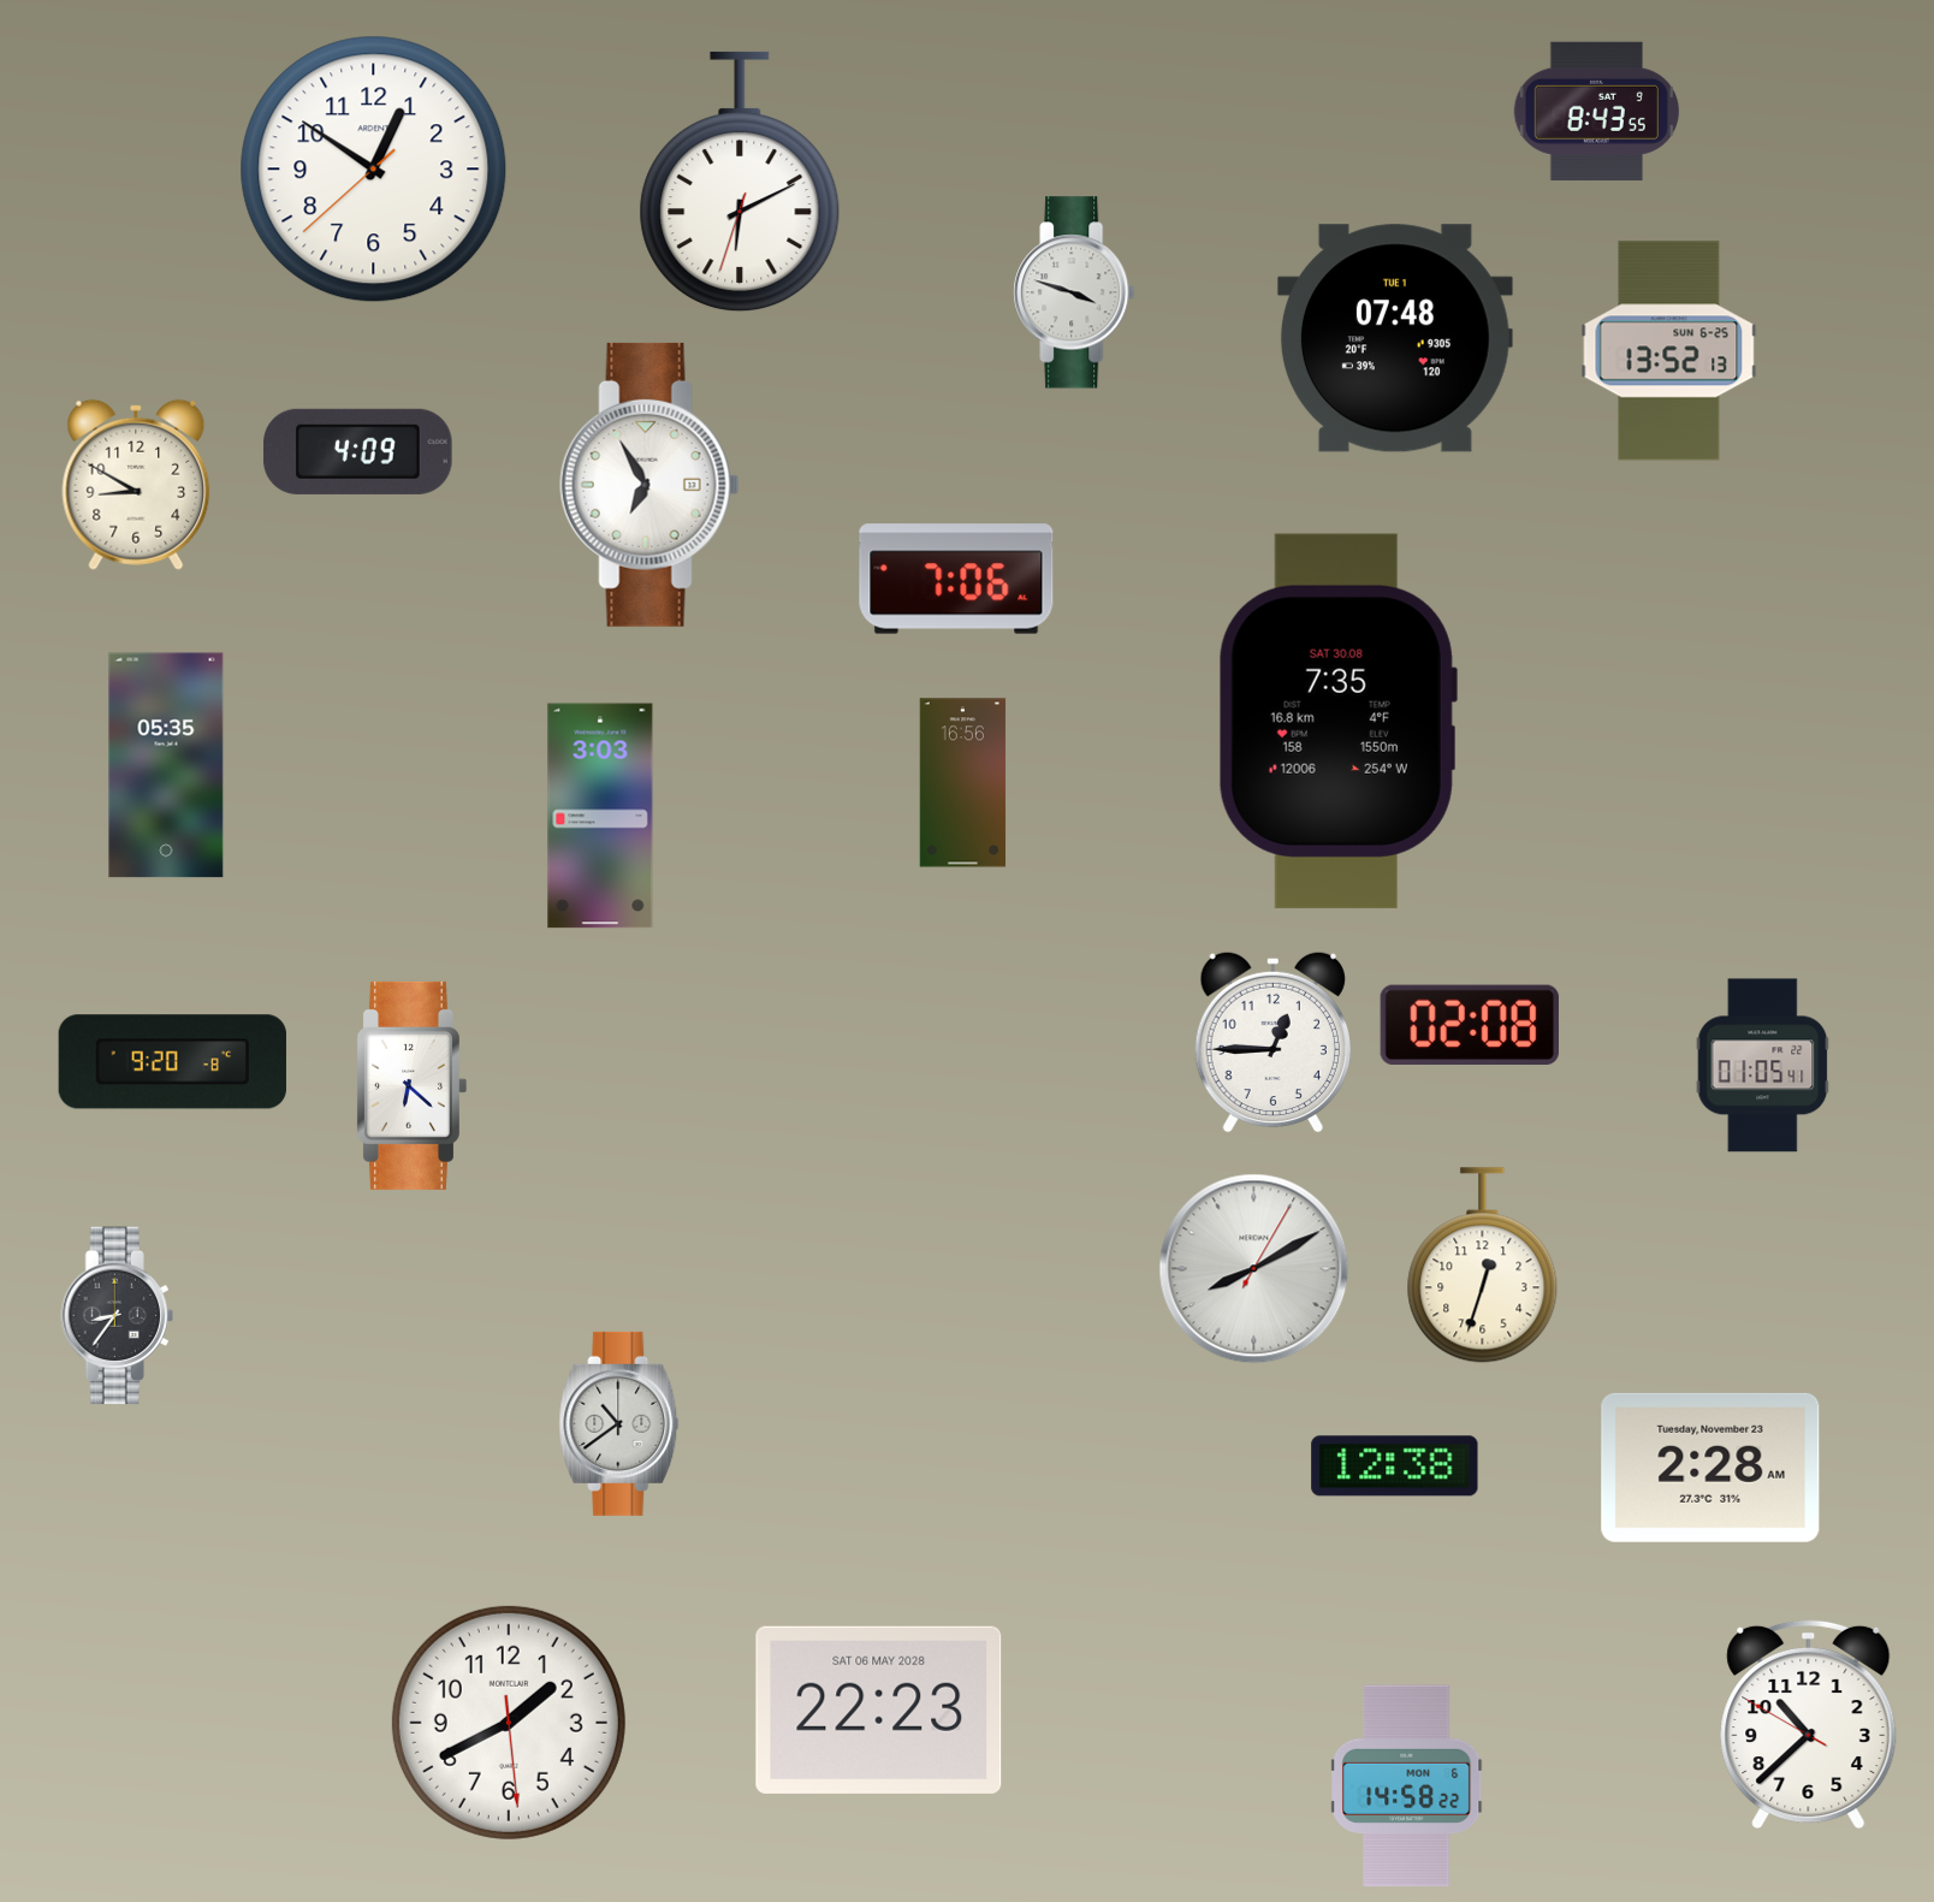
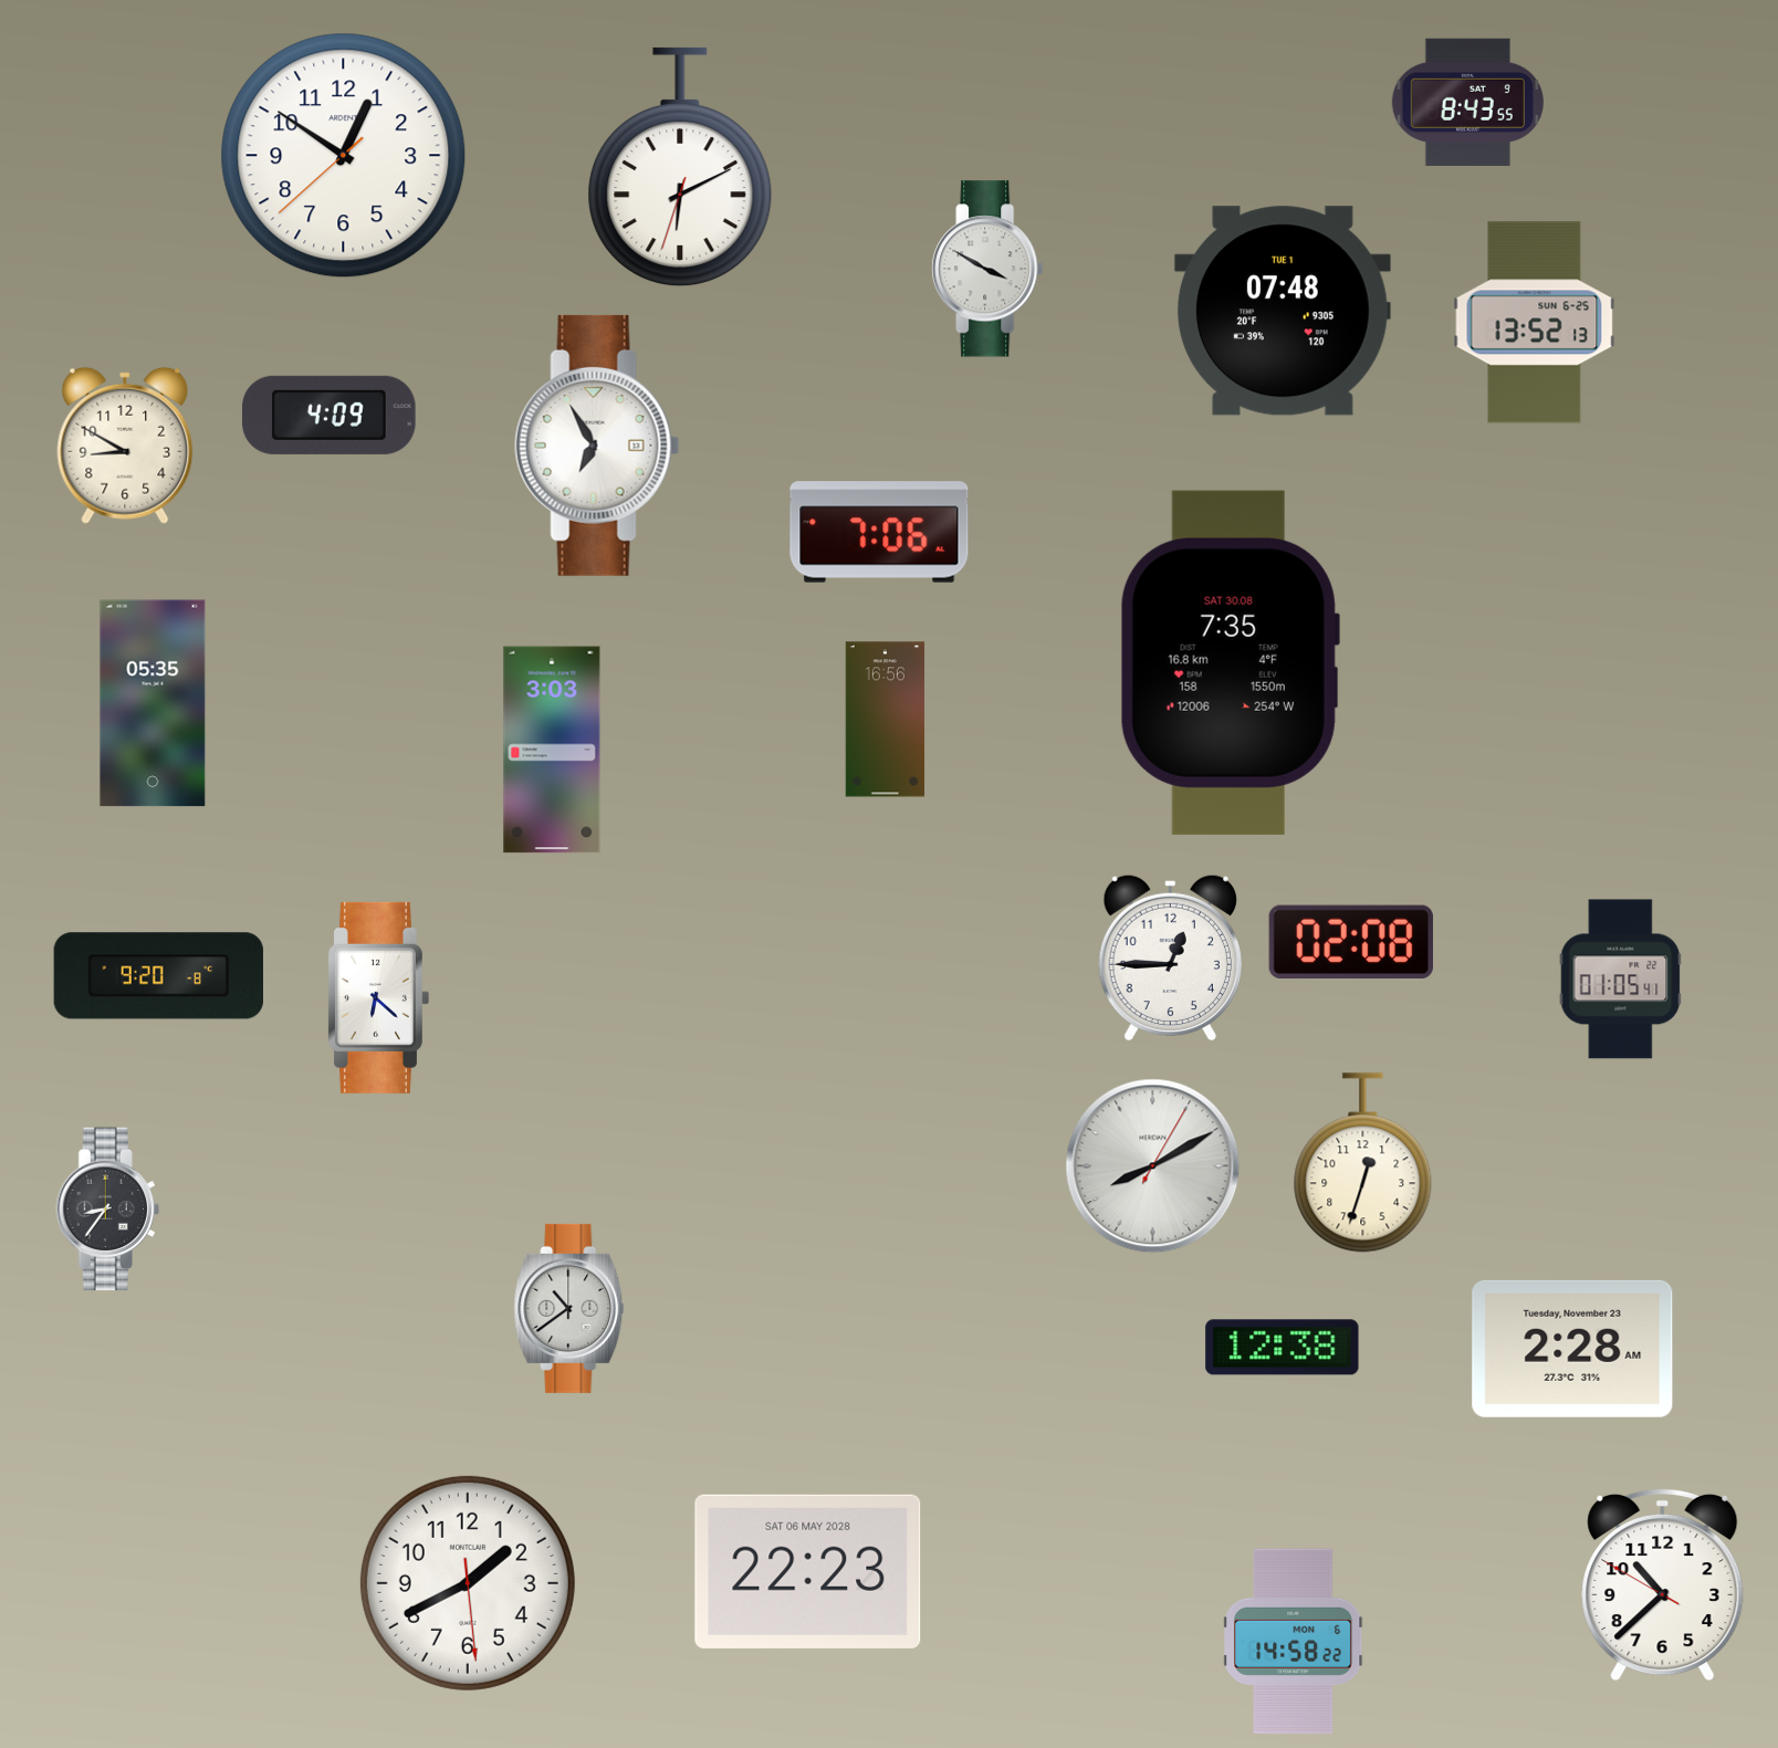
clock at (1074, 292): 3:48 -> 3:50
